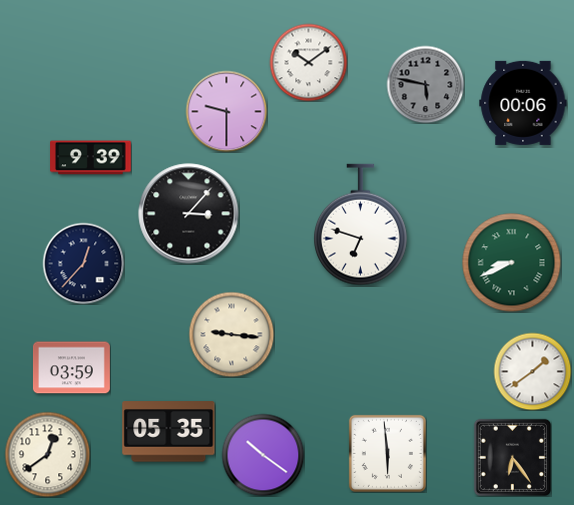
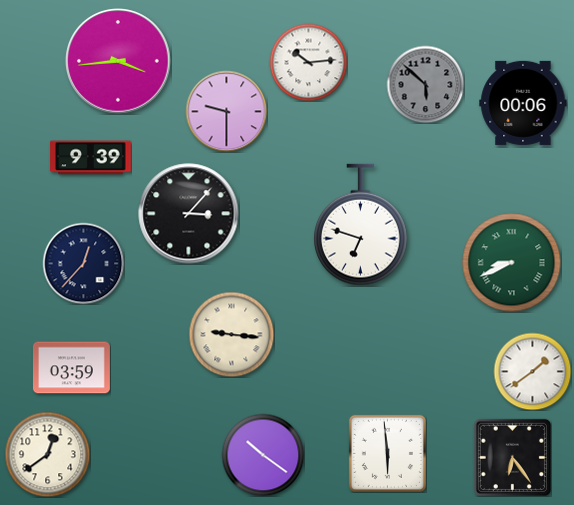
clock at (118, 61): none -> 3:44
clock at (308, 62): 10:09 -> 10:14
clock at (425, 84): 5:47 -> 5:52
clock at (169, 432): 05:35 -> none
